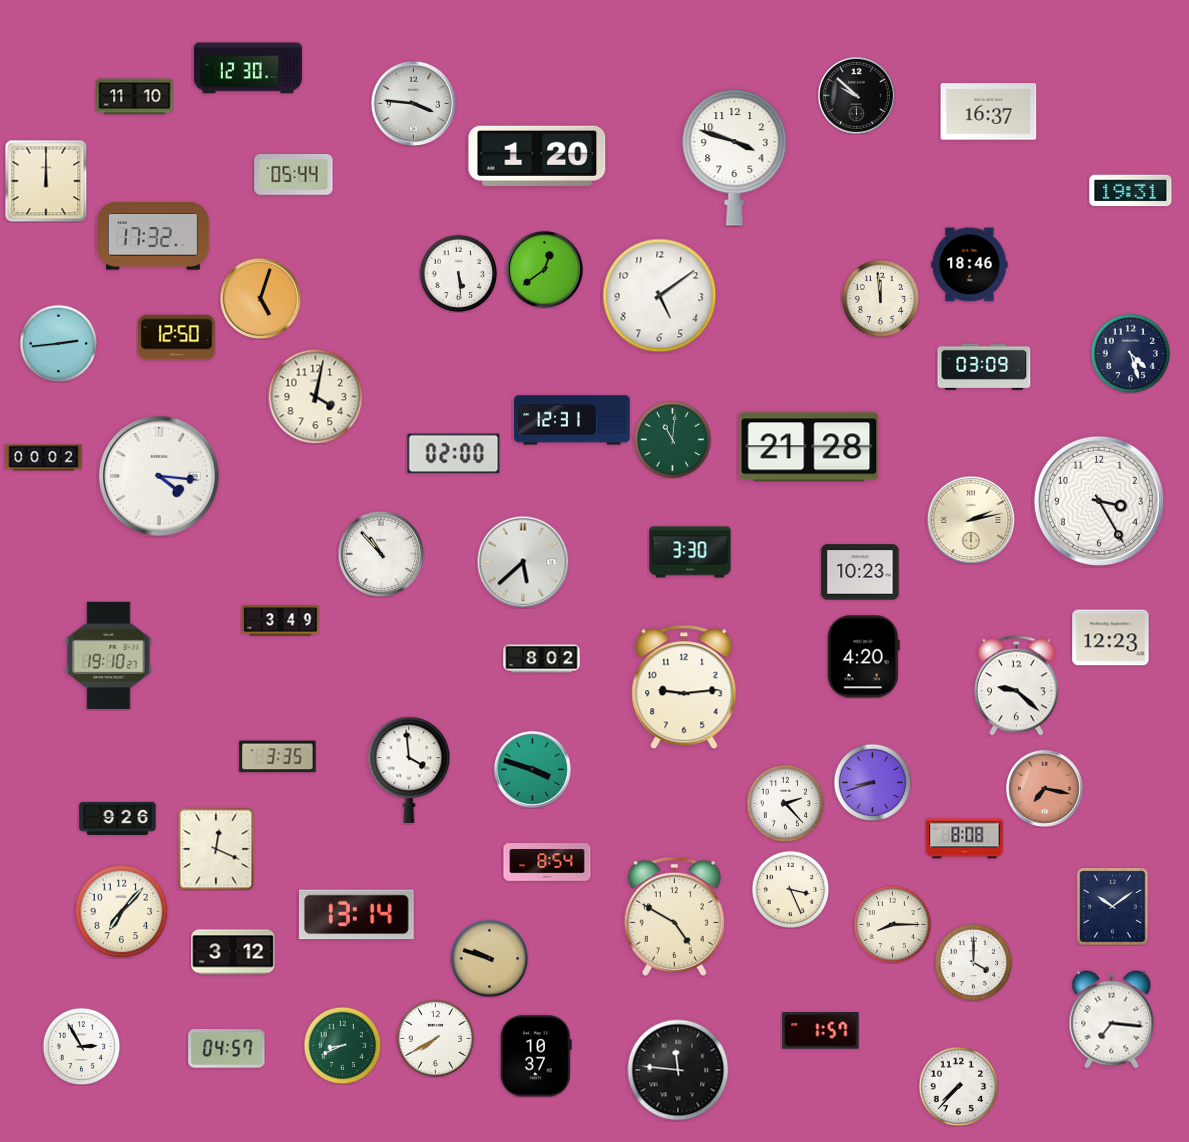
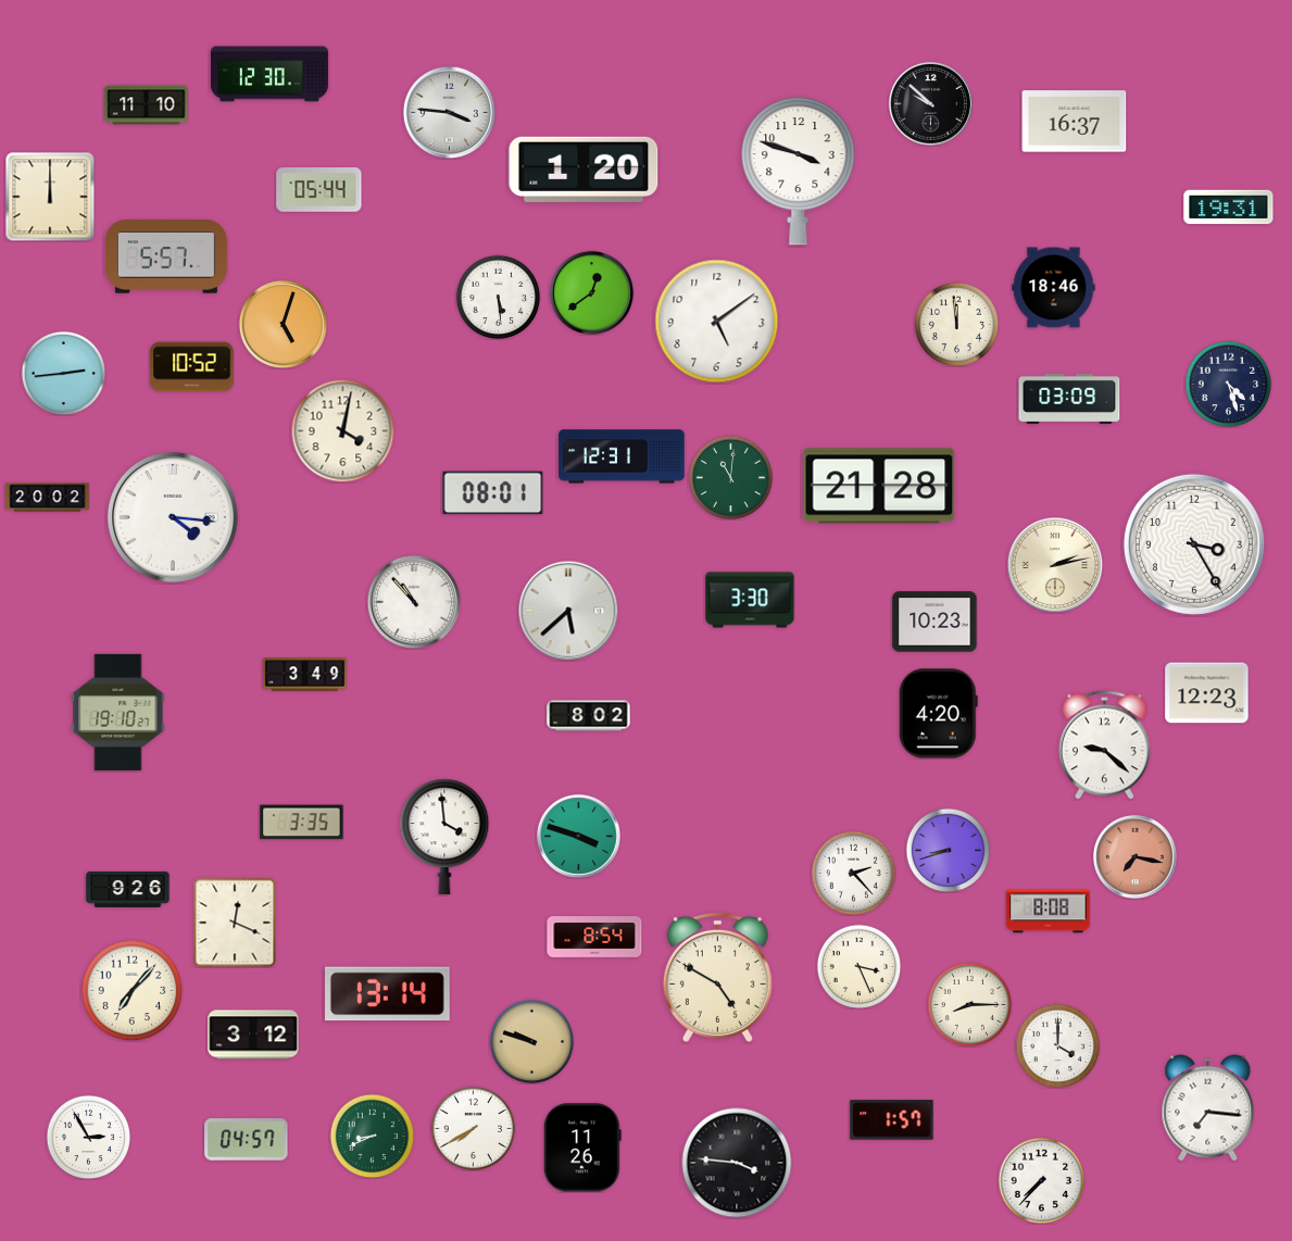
clock at (153, 236): 17:32 -> 5:57
clock at (177, 338): 12:50 -> 10:52
clock at (454, 454): 02:00 -> 08:01
clock at (44, 458): 00:02 -> 20:02
clock at (684, 687): 9:14 -> none
clock at (1113, 907): 10:09 -> none
clock at (674, 916) position: (674, 916) -> (717, 977)
clock at (536, 1056): 10:37 -> 11:26
clock at (678, 1070): 11:46 -> 3:46
